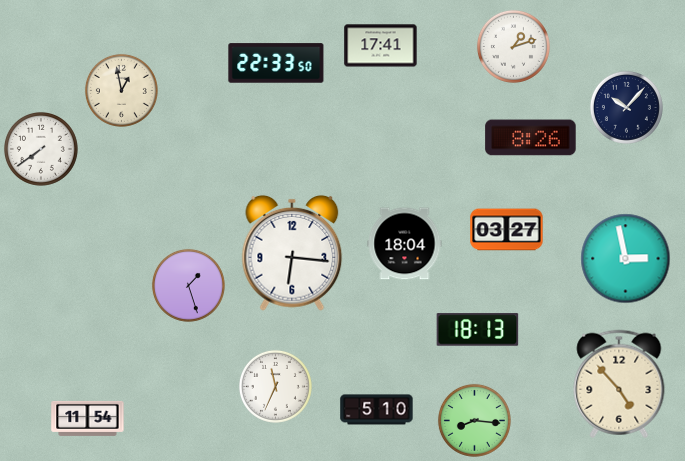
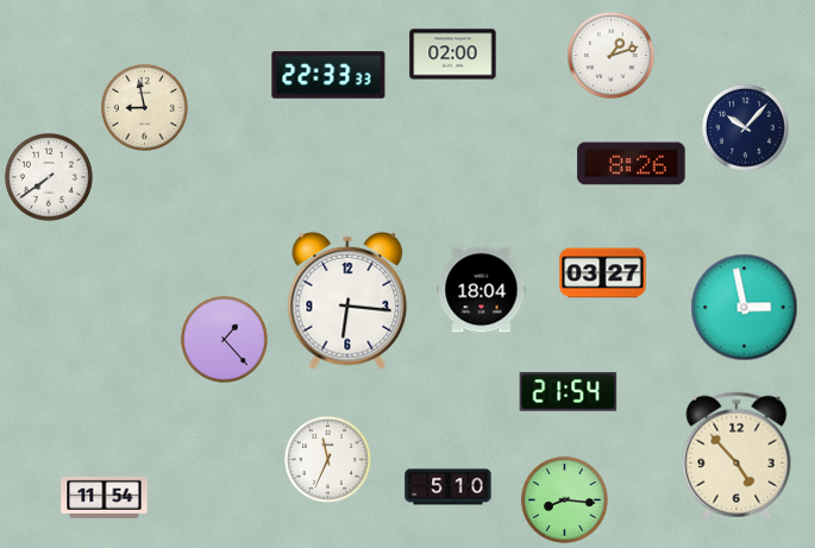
clock at (381, 46): 17:41 -> 02:00
clock at (276, 63): 22:33:50 -> 22:33:33
clock at (121, 90): 12:58 -> 8:58
clock at (188, 285): 1:27 -> 1:23
clock at (478, 330): 18:13 -> 21:54
